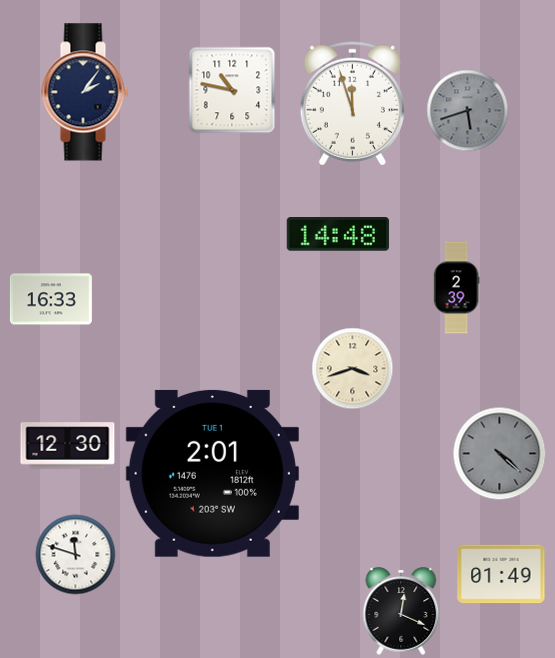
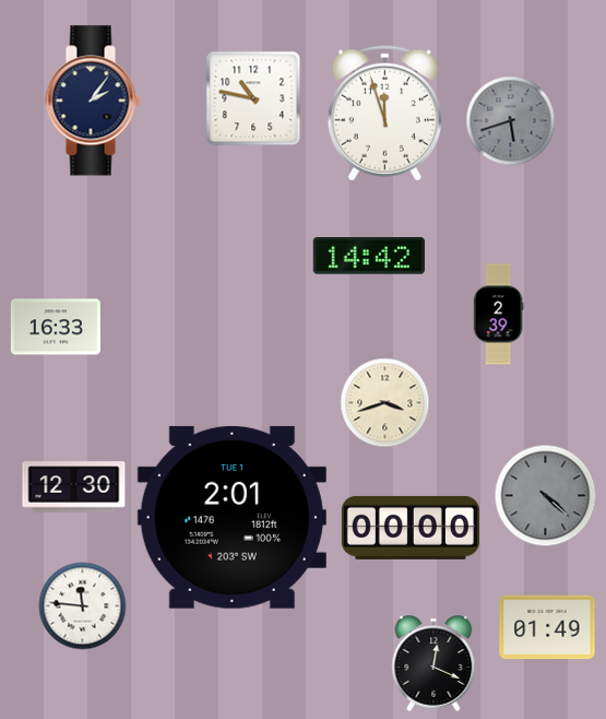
clock at (338, 235): 14:48 -> 14:42
clock at (409, 528): none -> 00:00
clock at (76, 555): 11:48 -> 11:46
clock at (401, 611) position: (401, 611) -> (433, 663)
